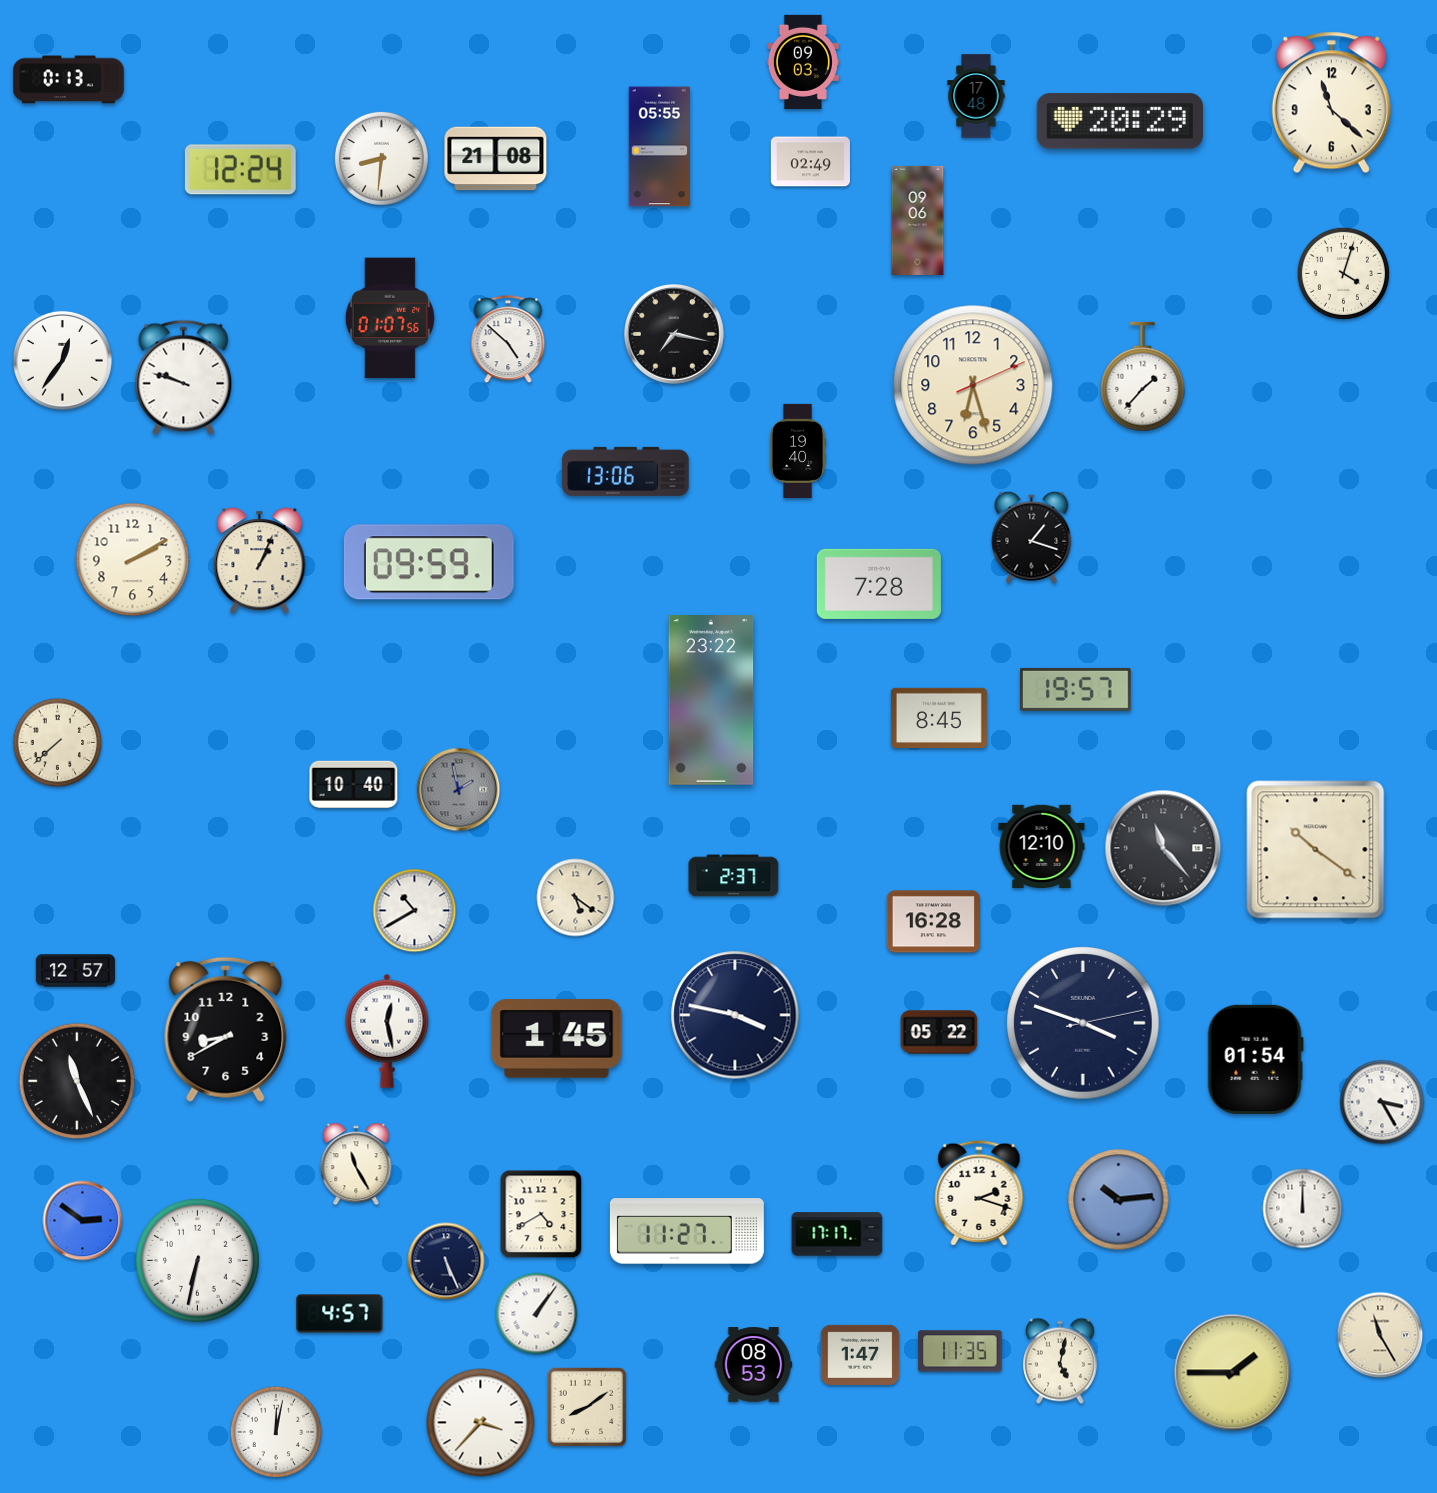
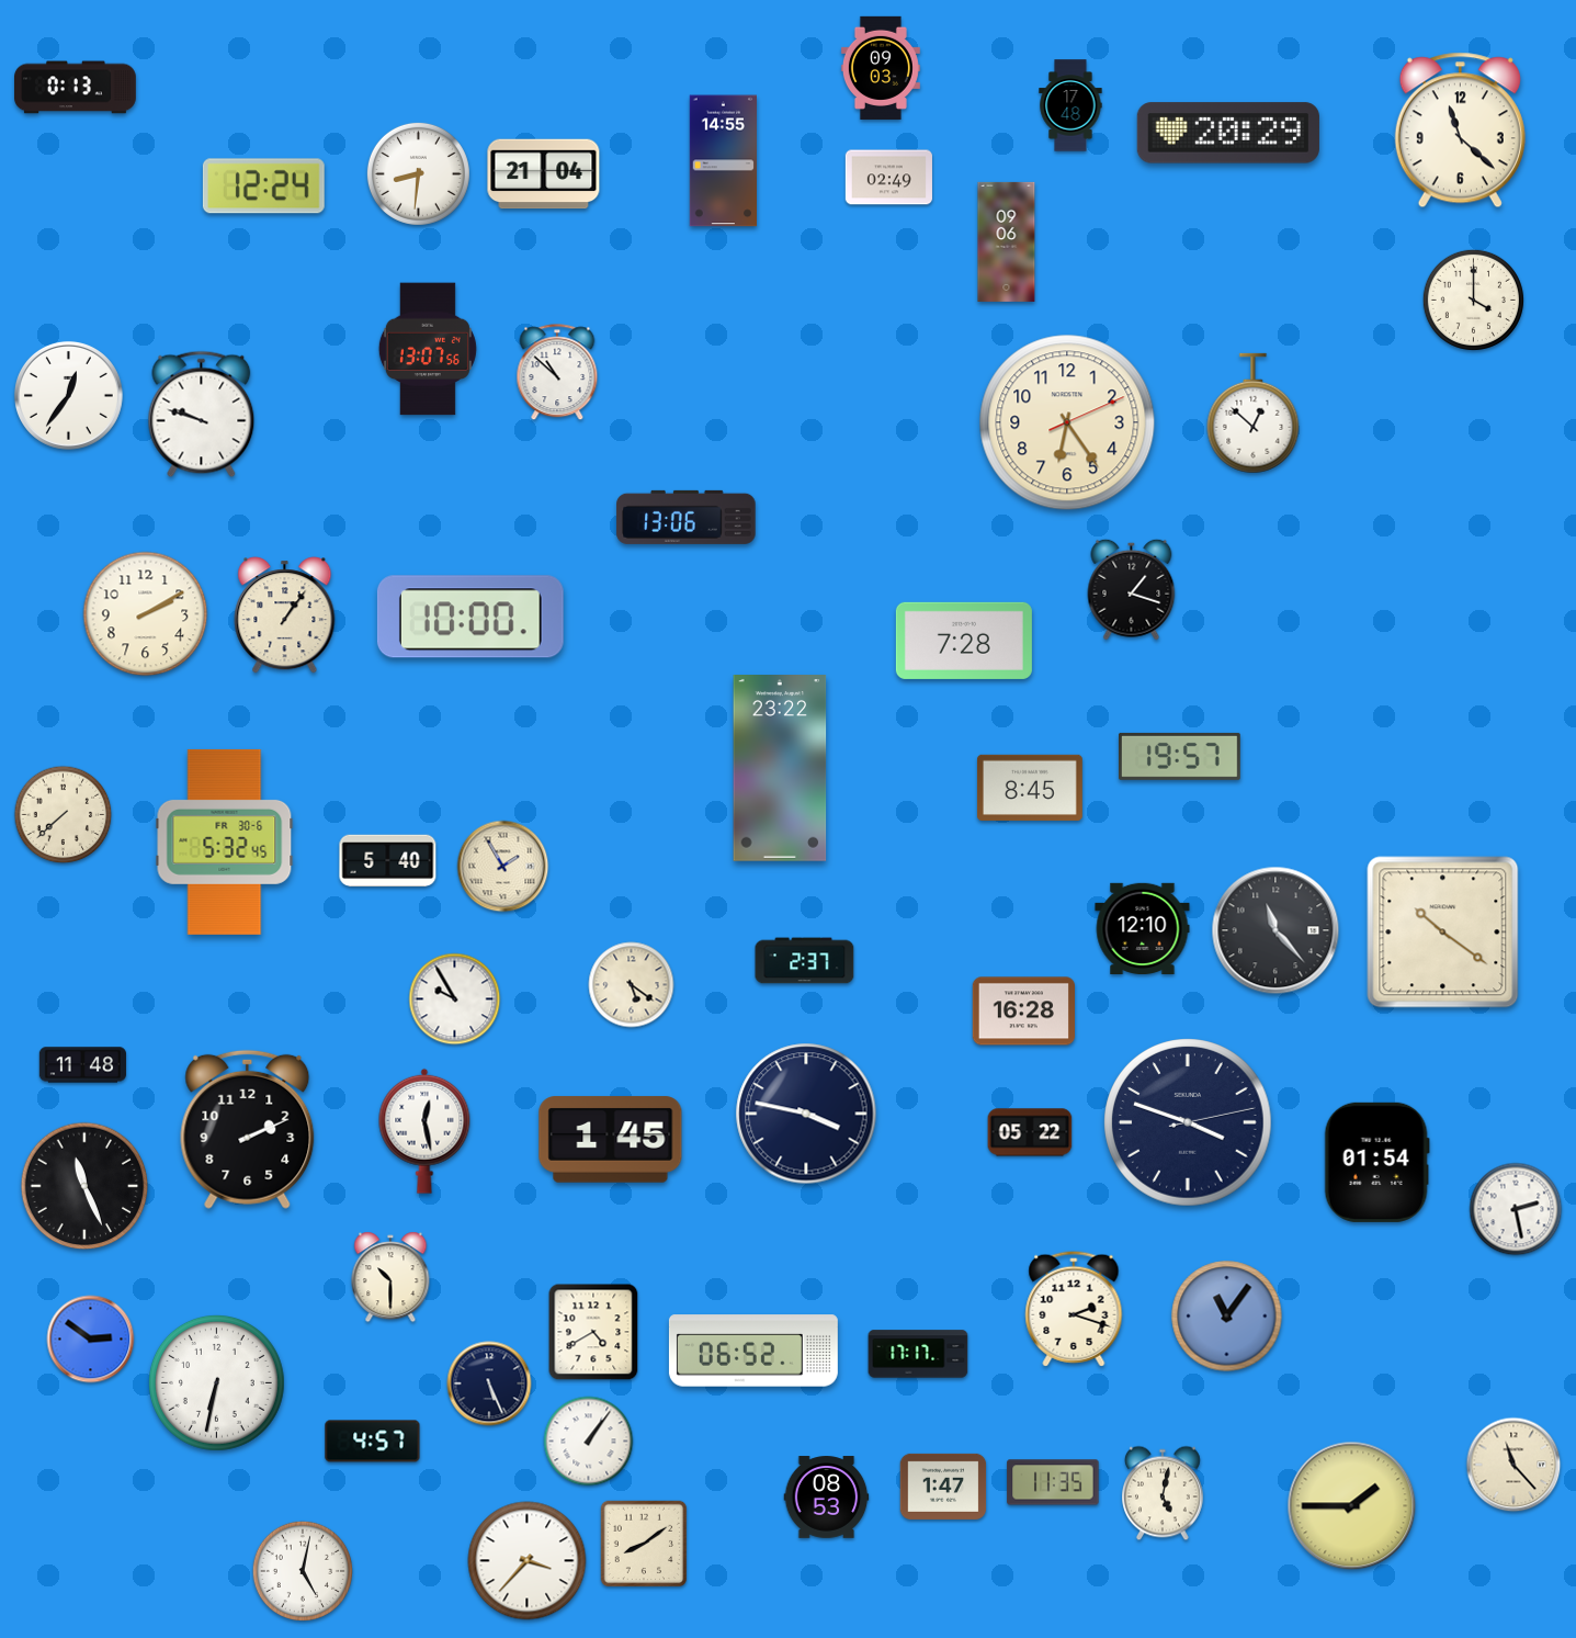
clock at (1331, 103) position: (1331, 103) -> (1460, 131)
clock at (660, 147): 05:55 -> 14:55
clock at (496, 159): 21:08 -> 21:04
clock at (1343, 273): 4:03 -> 4:00
clock at (390, 318): 01:07 -> 13:07
clock at (675, 335): 7:17 -> none
clock at (508, 340): 4:52 -> 10:52
clock at (1143, 377): 1:37 -> 12:52
clock at (973, 385): 6:27 -> 6:24
clock at (799, 451): 19:40 -> none
clock at (260, 561): 1:04 -> 1:06
clock at (429, 562): 09:59 -> 10:00
clock at (225, 841): none -> 5:32
clock at (354, 785): 10:40 -> 5:40
clock at (459, 790): 1:58 -> 1:55
clock at (459, 790) dial: grey -> cream
clock at (415, 911): 10:40 -> 9:55
clock at (75, 971): 12:57 -> 11:48
clock at (226, 1029): 8:40 -> 2:11
clock at (1382, 1102): 3:25 -> 2:28
clock at (356, 1164): 11:25 -> 10:30
clock at (1119, 1200): 10:14 -> 11:06
clock at (1303, 1209): 12:00 -> none
clock at (687, 1231): 11:27 -> 06:52
clock at (1380, 1335): 11:25 -> 11:23
clock at (275, 1431): 12:02 -> 5:02
